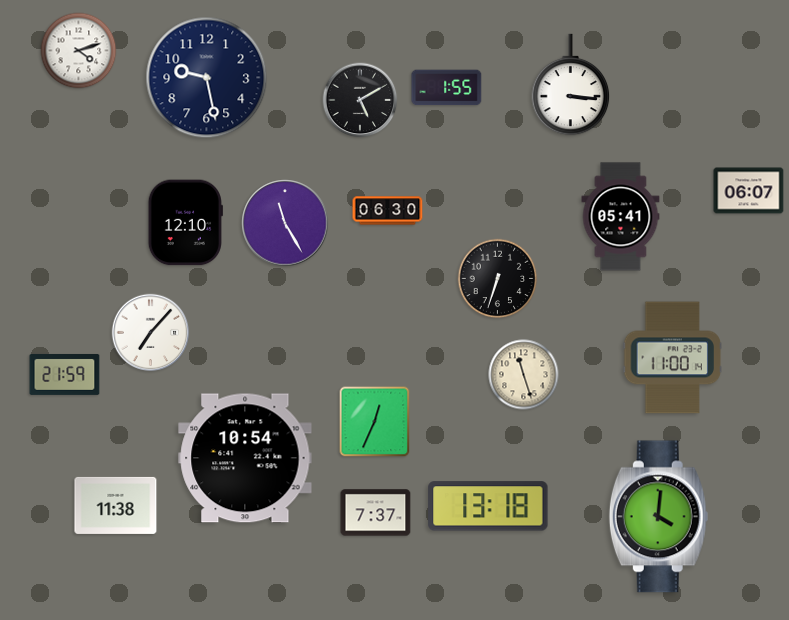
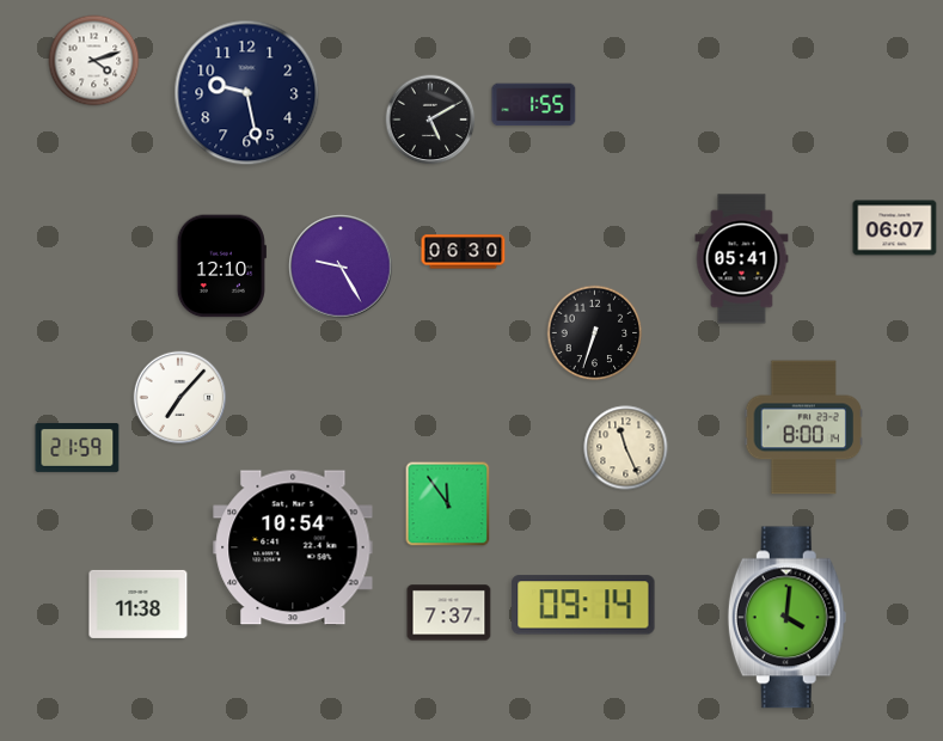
clock at (571, 85): 3:16 -> none
clock at (285, 223): 11:25 -> 9:25
clock at (672, 358): 11:00 -> 8:00
clock at (524, 375): 11:27 -> 11:26
clock at (375, 422): 12:34 -> 11:54
clock at (488, 506): 13:18 -> 09:14
